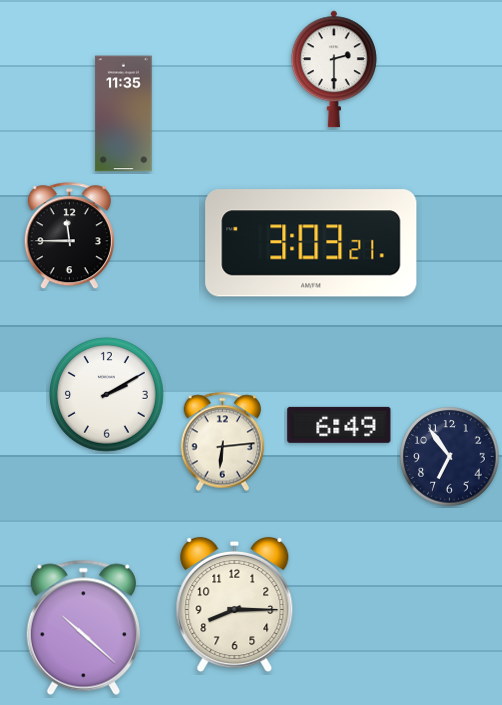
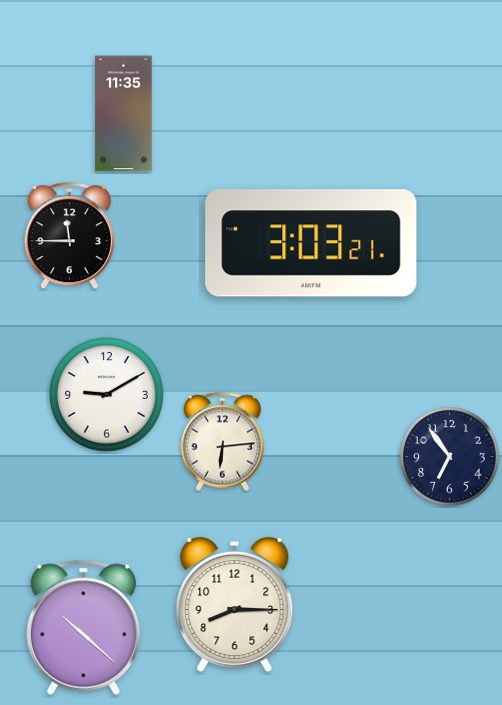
clock at (334, 69): 2:30 -> none
clock at (107, 395): 2:10 -> 9:10
clock at (339, 425): 6:49 -> none
